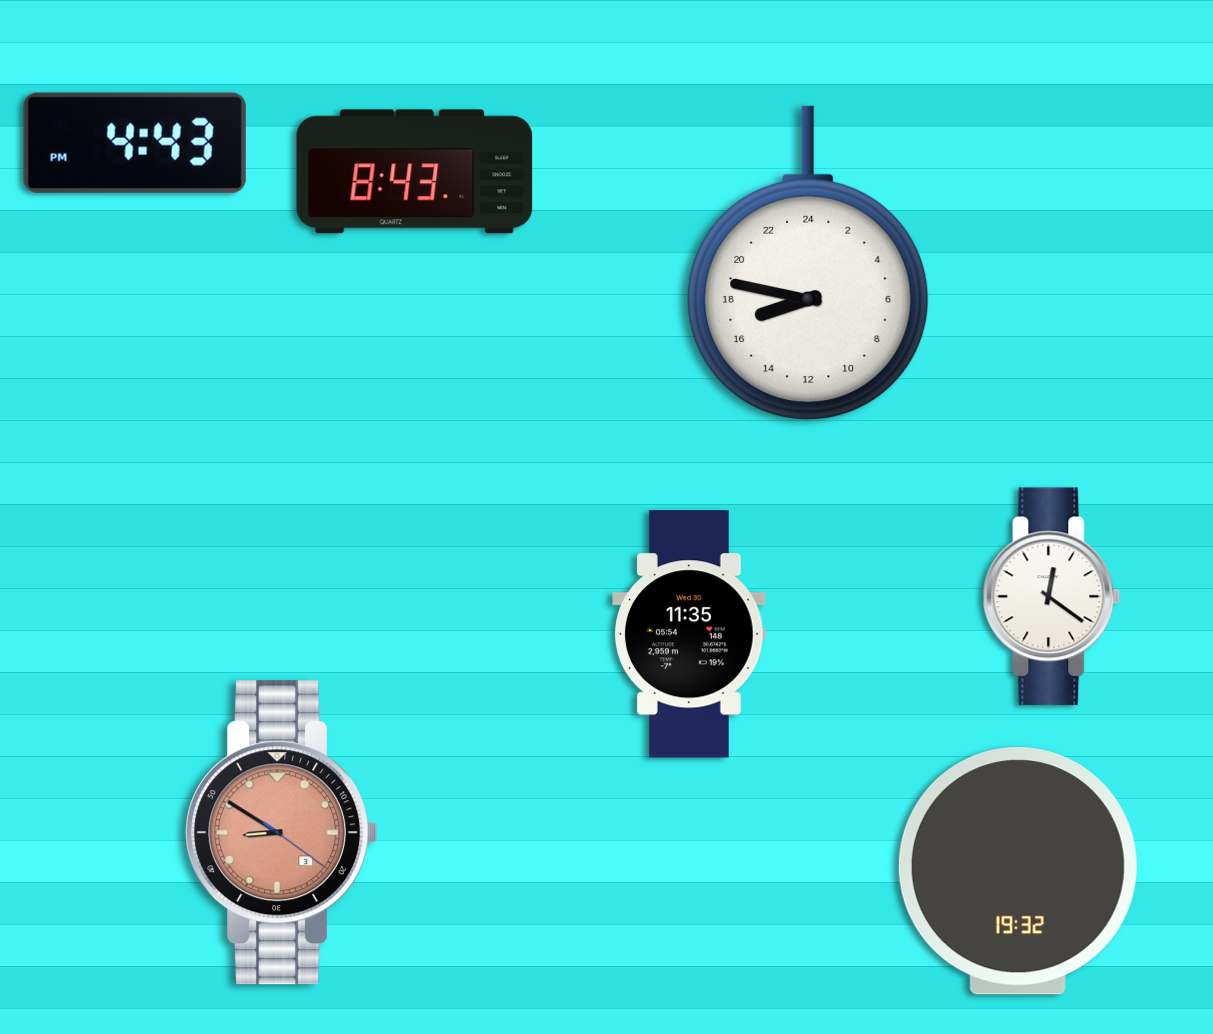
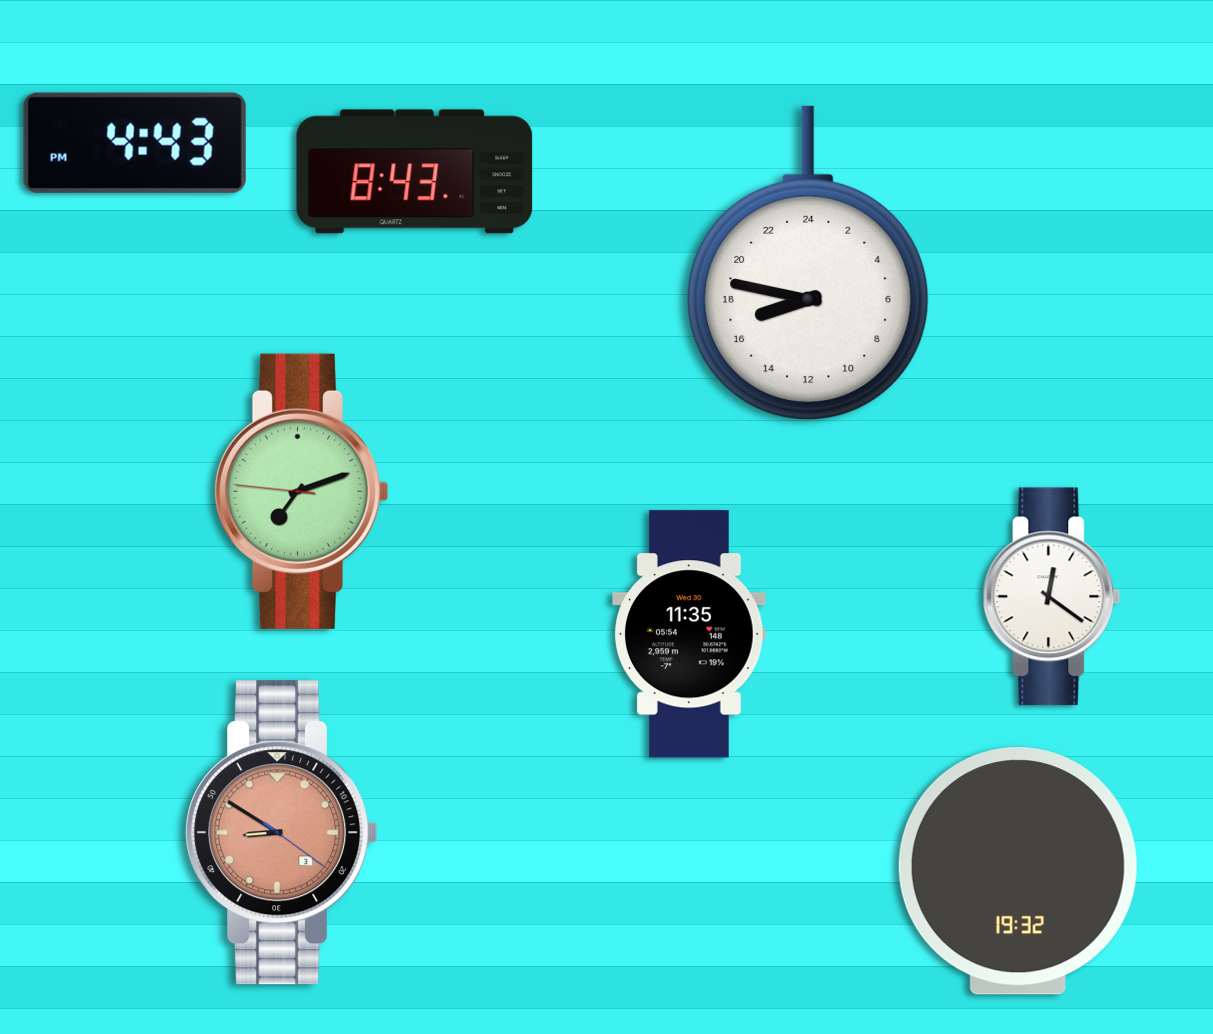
clock at (301, 491): none -> 7:11
